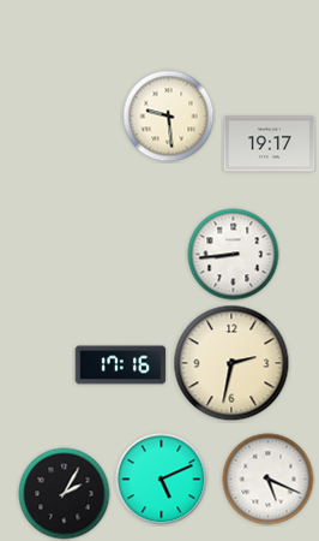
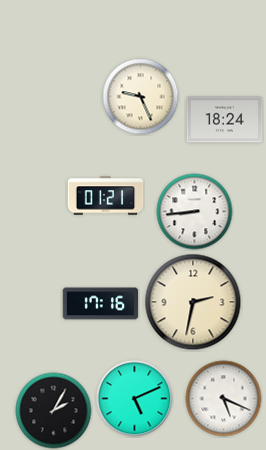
clock at (169, 117): 9:29 -> 9:26
clock at (270, 144): 19:17 -> 18:24
clock at (106, 196): none -> 01:21
